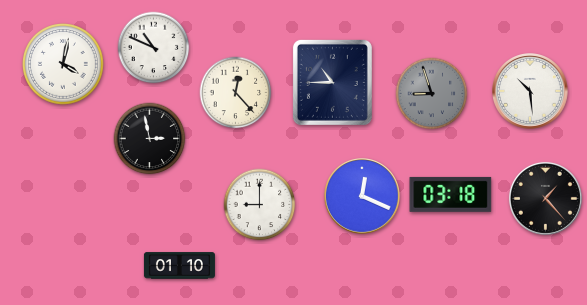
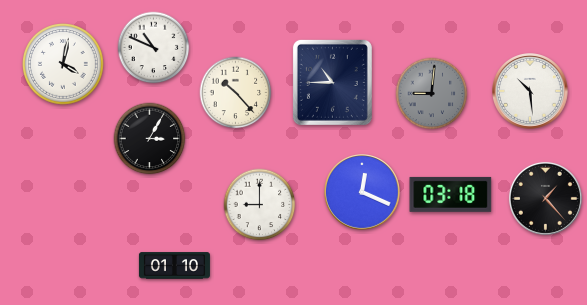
clock at (236, 93): 12:23 -> 10:23
clock at (432, 94): 8:57 -> 9:01
clock at (150, 139): 2:58 -> 3:05
clock at (363, 197) position: (363, 197) -> (363, 193)
clock at (179, 266) position: (179, 266) -> (174, 266)
